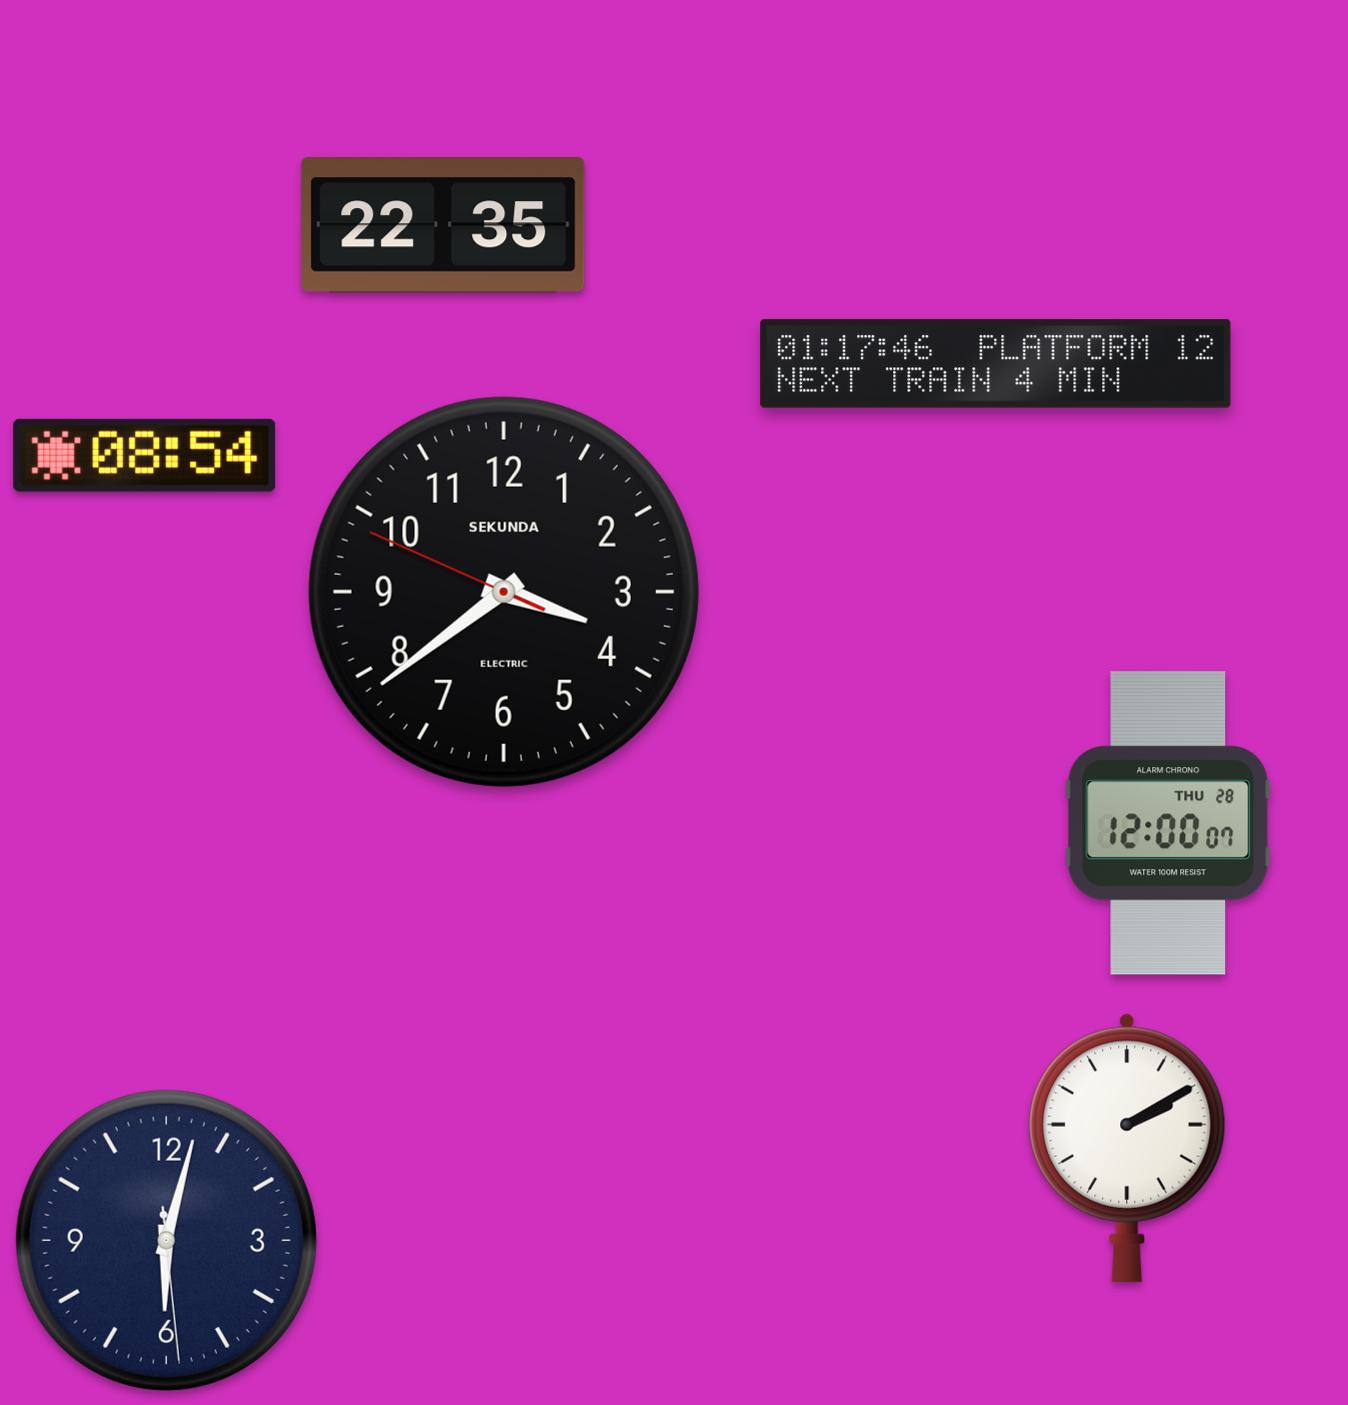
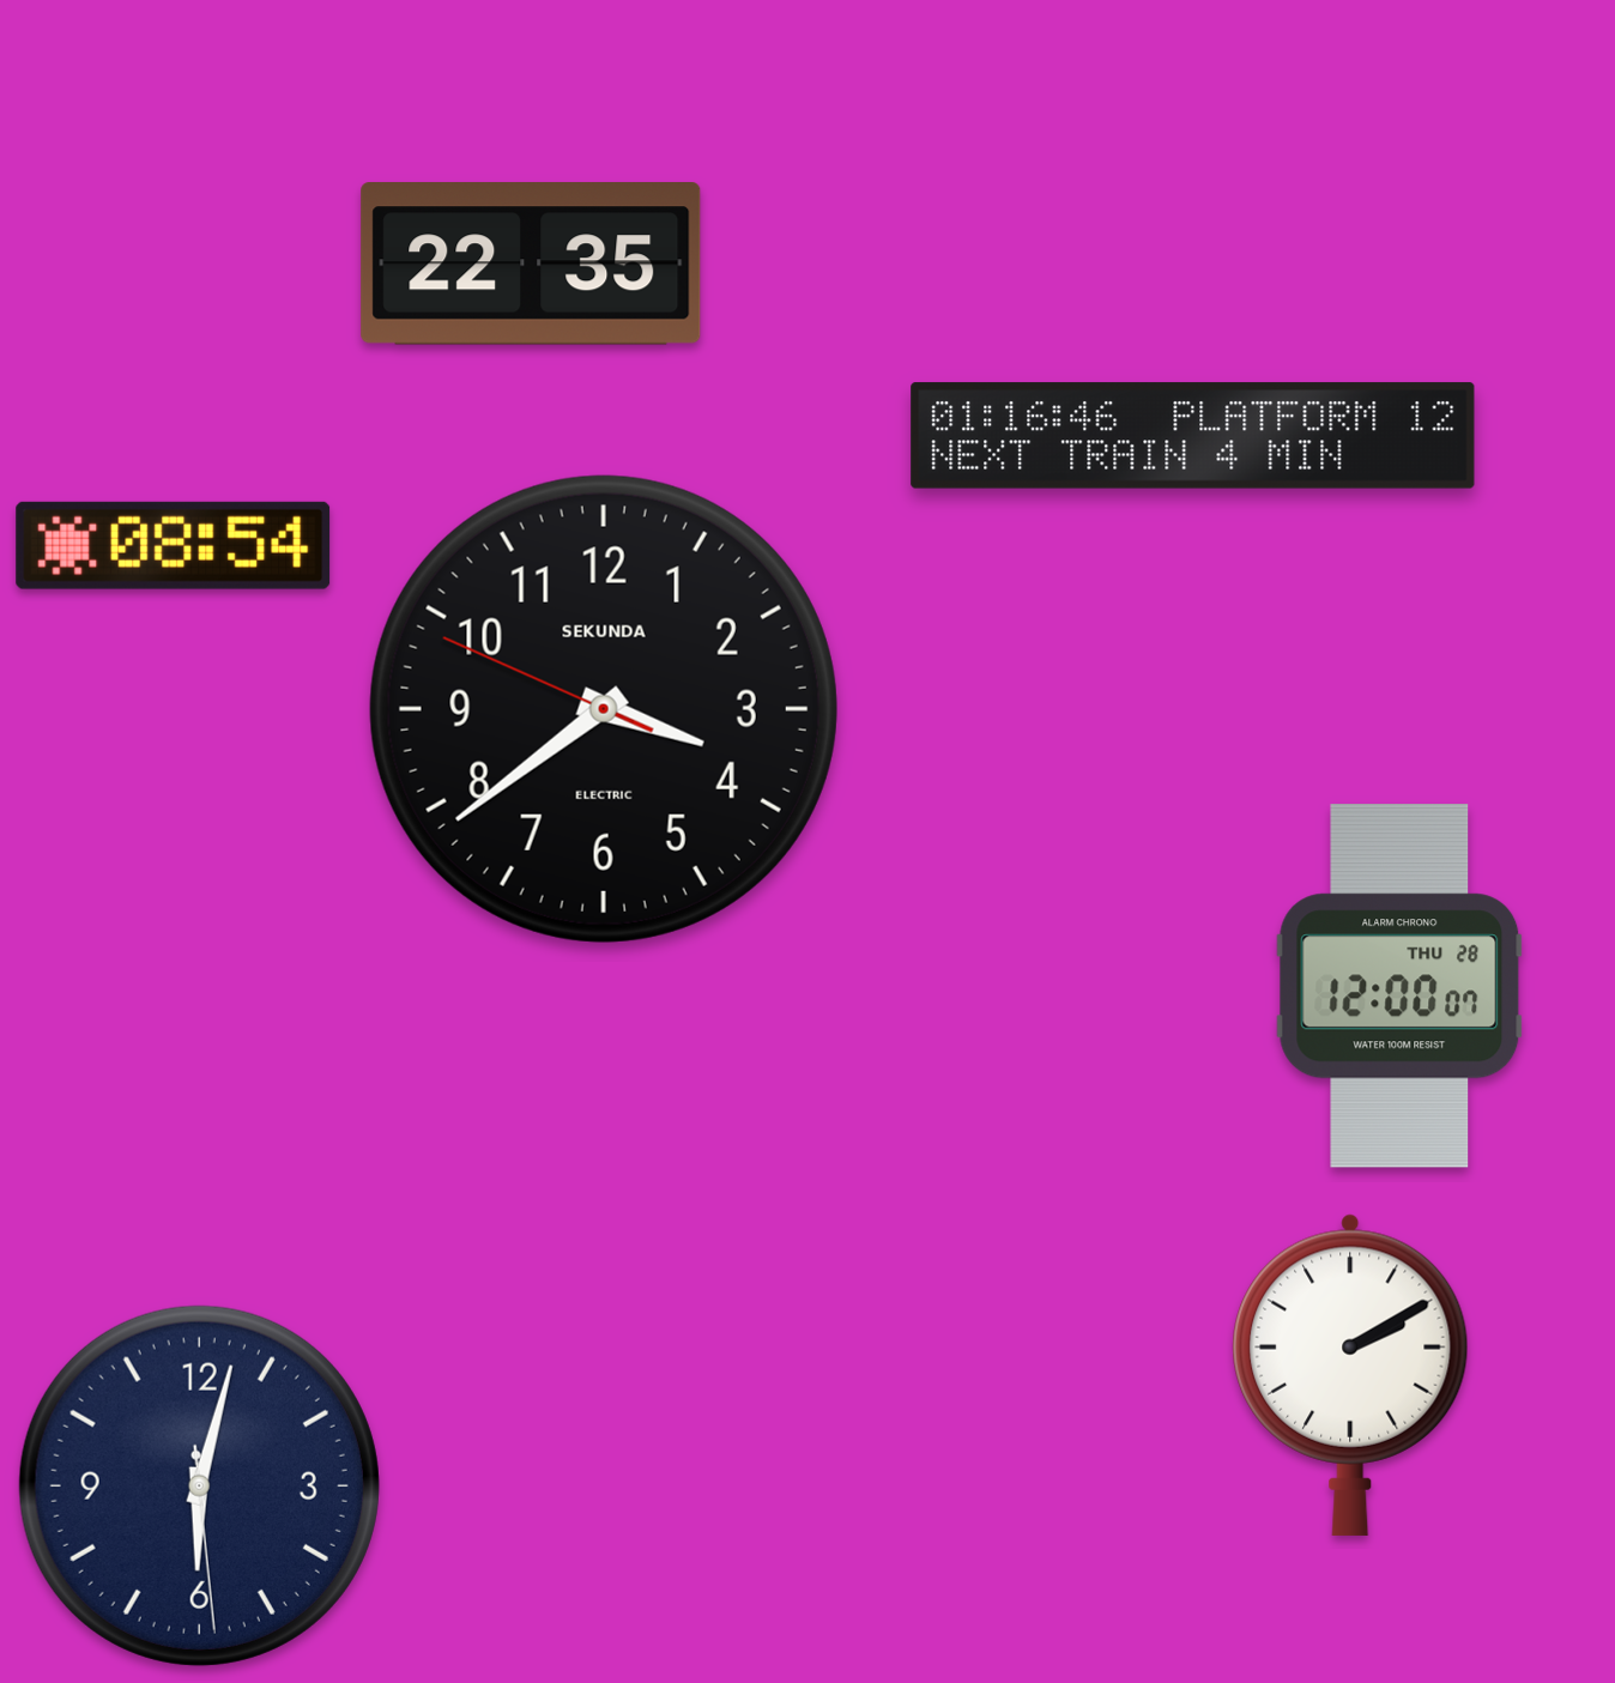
clock at (443, 226) position: (443, 226) -> (531, 265)
clock at (996, 364): 01:17 -> 01:16
